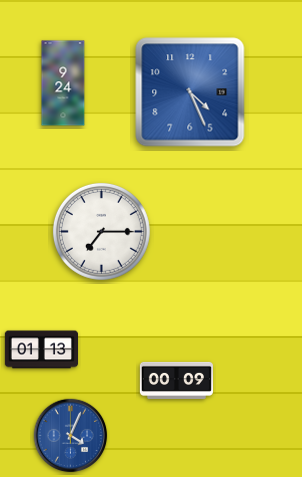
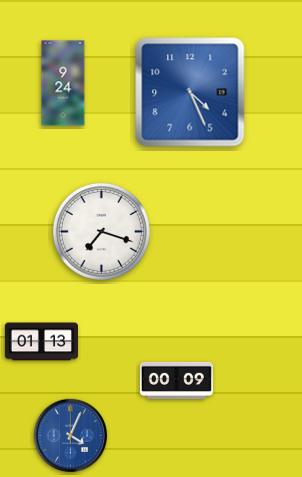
clock at (101, 231): 7:15 -> 7:18
clock at (41, 350) position: (41, 350) -> (41, 342)
